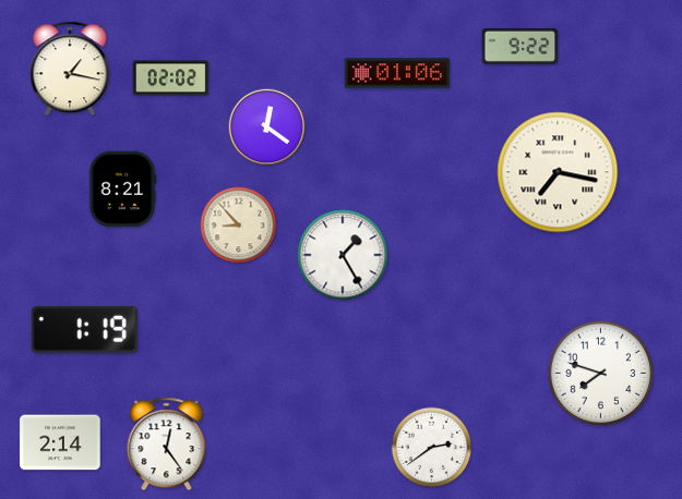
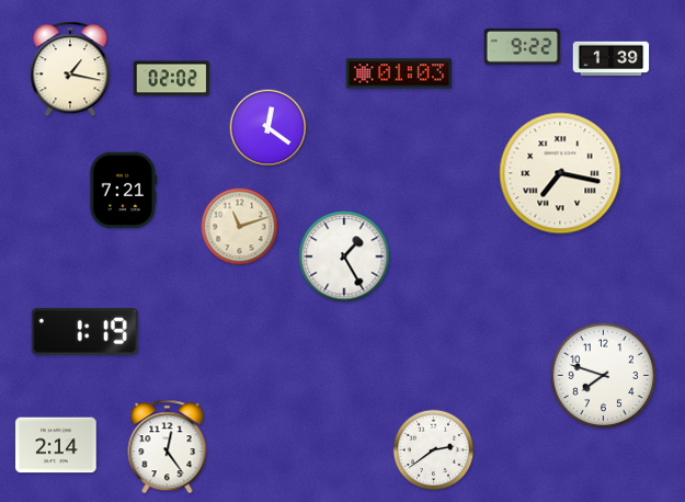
clock at (612, 58): none -> 1:39
clock at (396, 73): 01:06 -> 01:03
clock at (123, 190): 8:21 -> 7:21
clock at (239, 226): 8:53 -> 11:12
clock at (60, 442) position: (60, 442) -> (56, 445)
